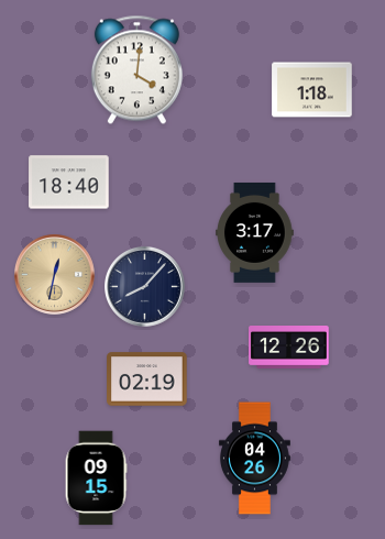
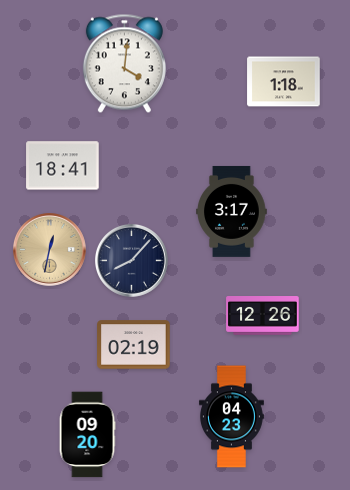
clock at (69, 183): 18:40 -> 18:41
clock at (254, 459): 04:26 -> 04:23
clock at (96, 479): 09:15 -> 09:20
